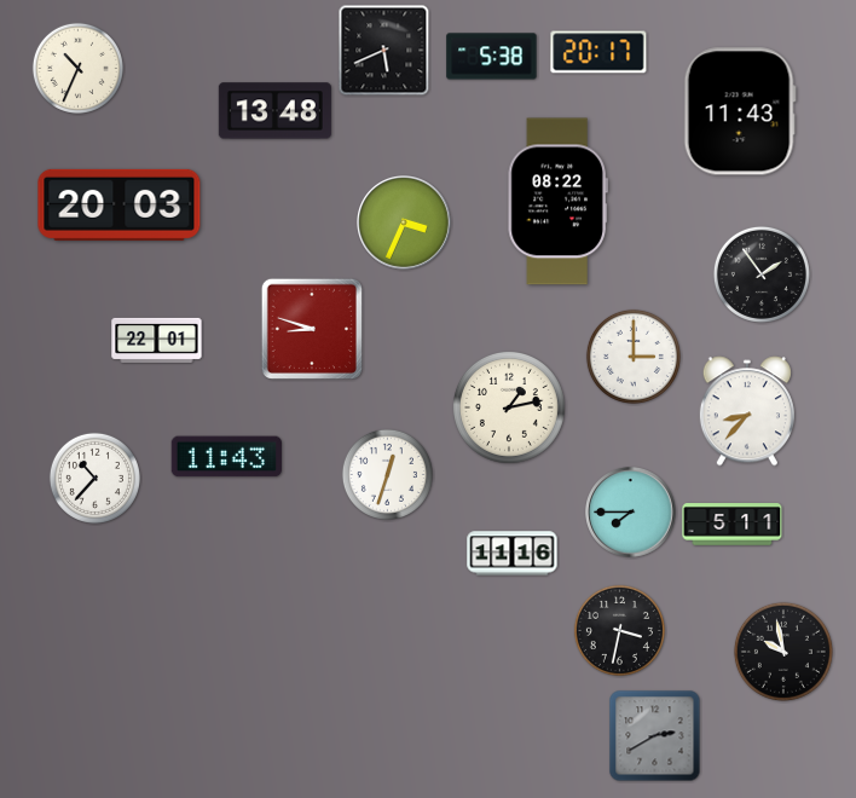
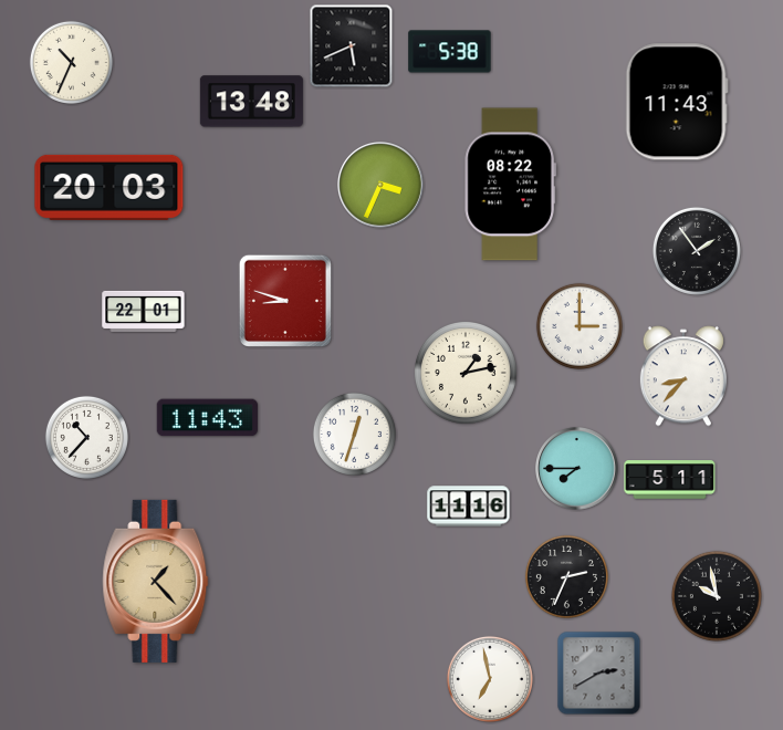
clock at (598, 52): 20:17 -> none
clock at (404, 222) position: (404, 222) -> (380, 185)
clock at (619, 630): 3:32 -> 2:34
clock at (156, 581): none -> 1:23
clock at (490, 679): none -> 6:58
